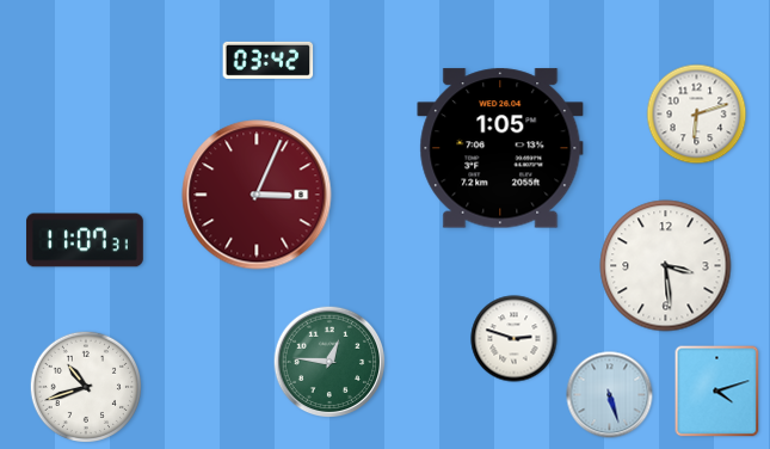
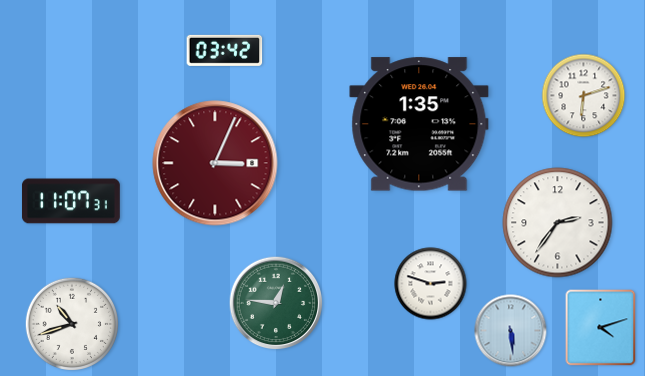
clock at (500, 148): 1:05 -> 1:35
clock at (666, 266): 3:29 -> 2:36
clock at (610, 395): 5:27 -> 5:29
